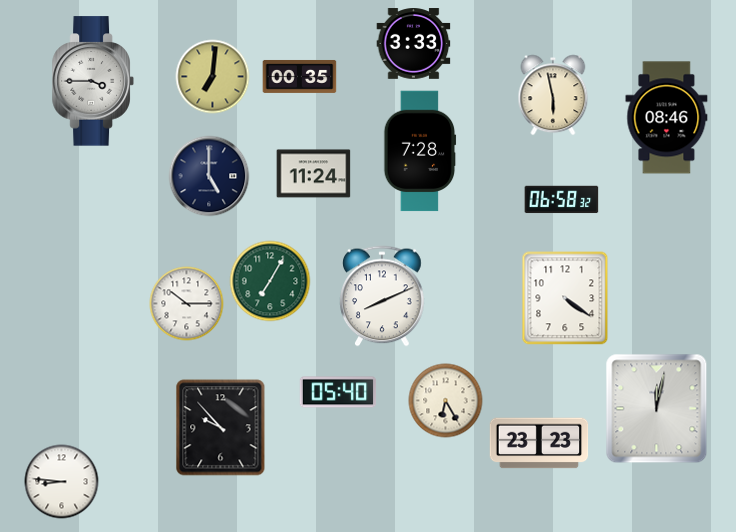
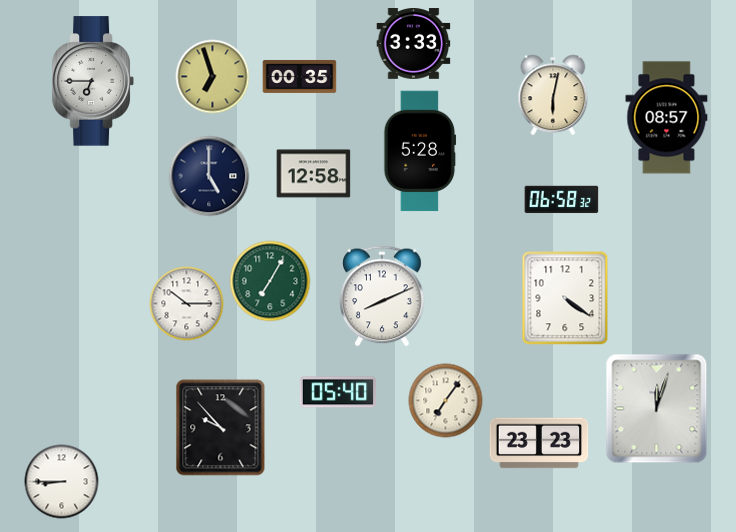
clock at (213, 77): 7:01 -> 6:57
clock at (93, 81): 3:45 -> 6:45
clock at (553, 95): 5:58 -> 6:02
clock at (667, 118): 08:46 -> 08:57
clock at (420, 151): 7:28 -> 5:28
clock at (314, 174): 11:24 -> 12:58
clock at (446, 401): 6:25 -> 7:06
clock at (657, 409): 12:02 -> 12:03
clock at (62, 482): 8:46 -> 8:45
